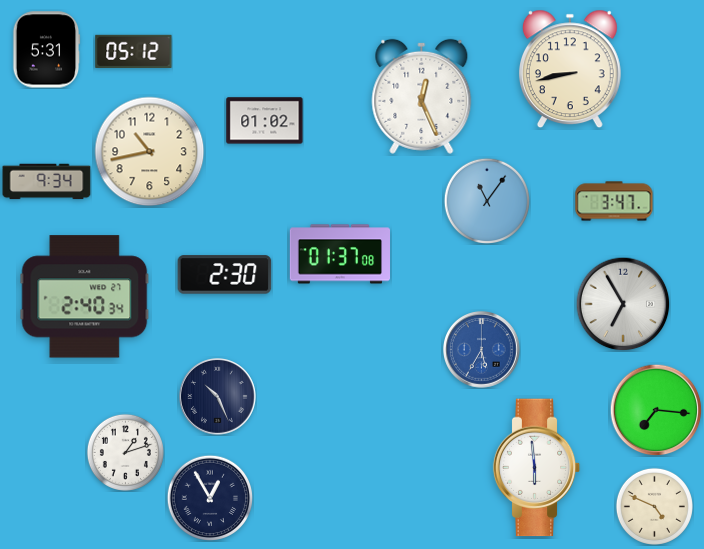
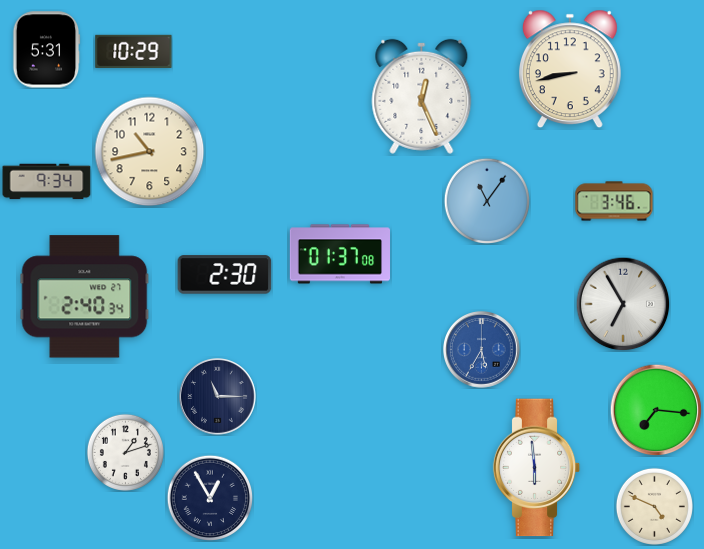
clock at (134, 51): 05:12 -> 10:29
clock at (265, 121): 01:02 -> none
clock at (614, 201): 3:47 -> 3:46
clock at (218, 397): 10:26 -> 11:15
